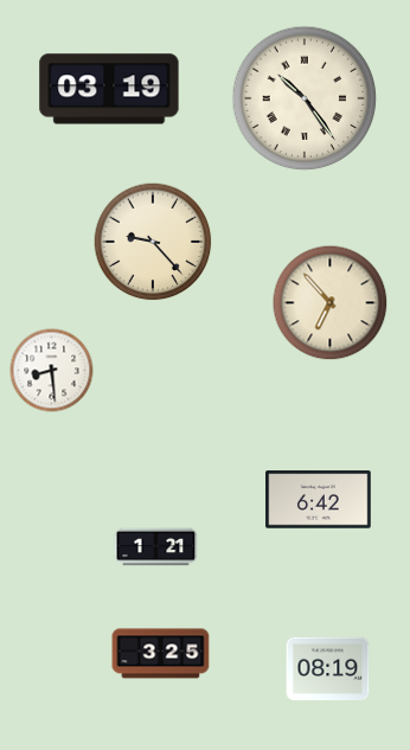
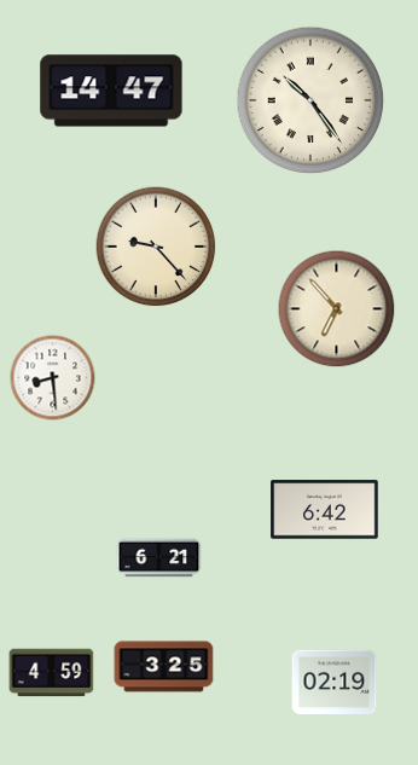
clock at (109, 89): 03:19 -> 14:47
clock at (156, 547): 1:21 -> 6:21
clock at (52, 673): none -> 4:59
clock at (328, 668): 08:19 -> 02:19
